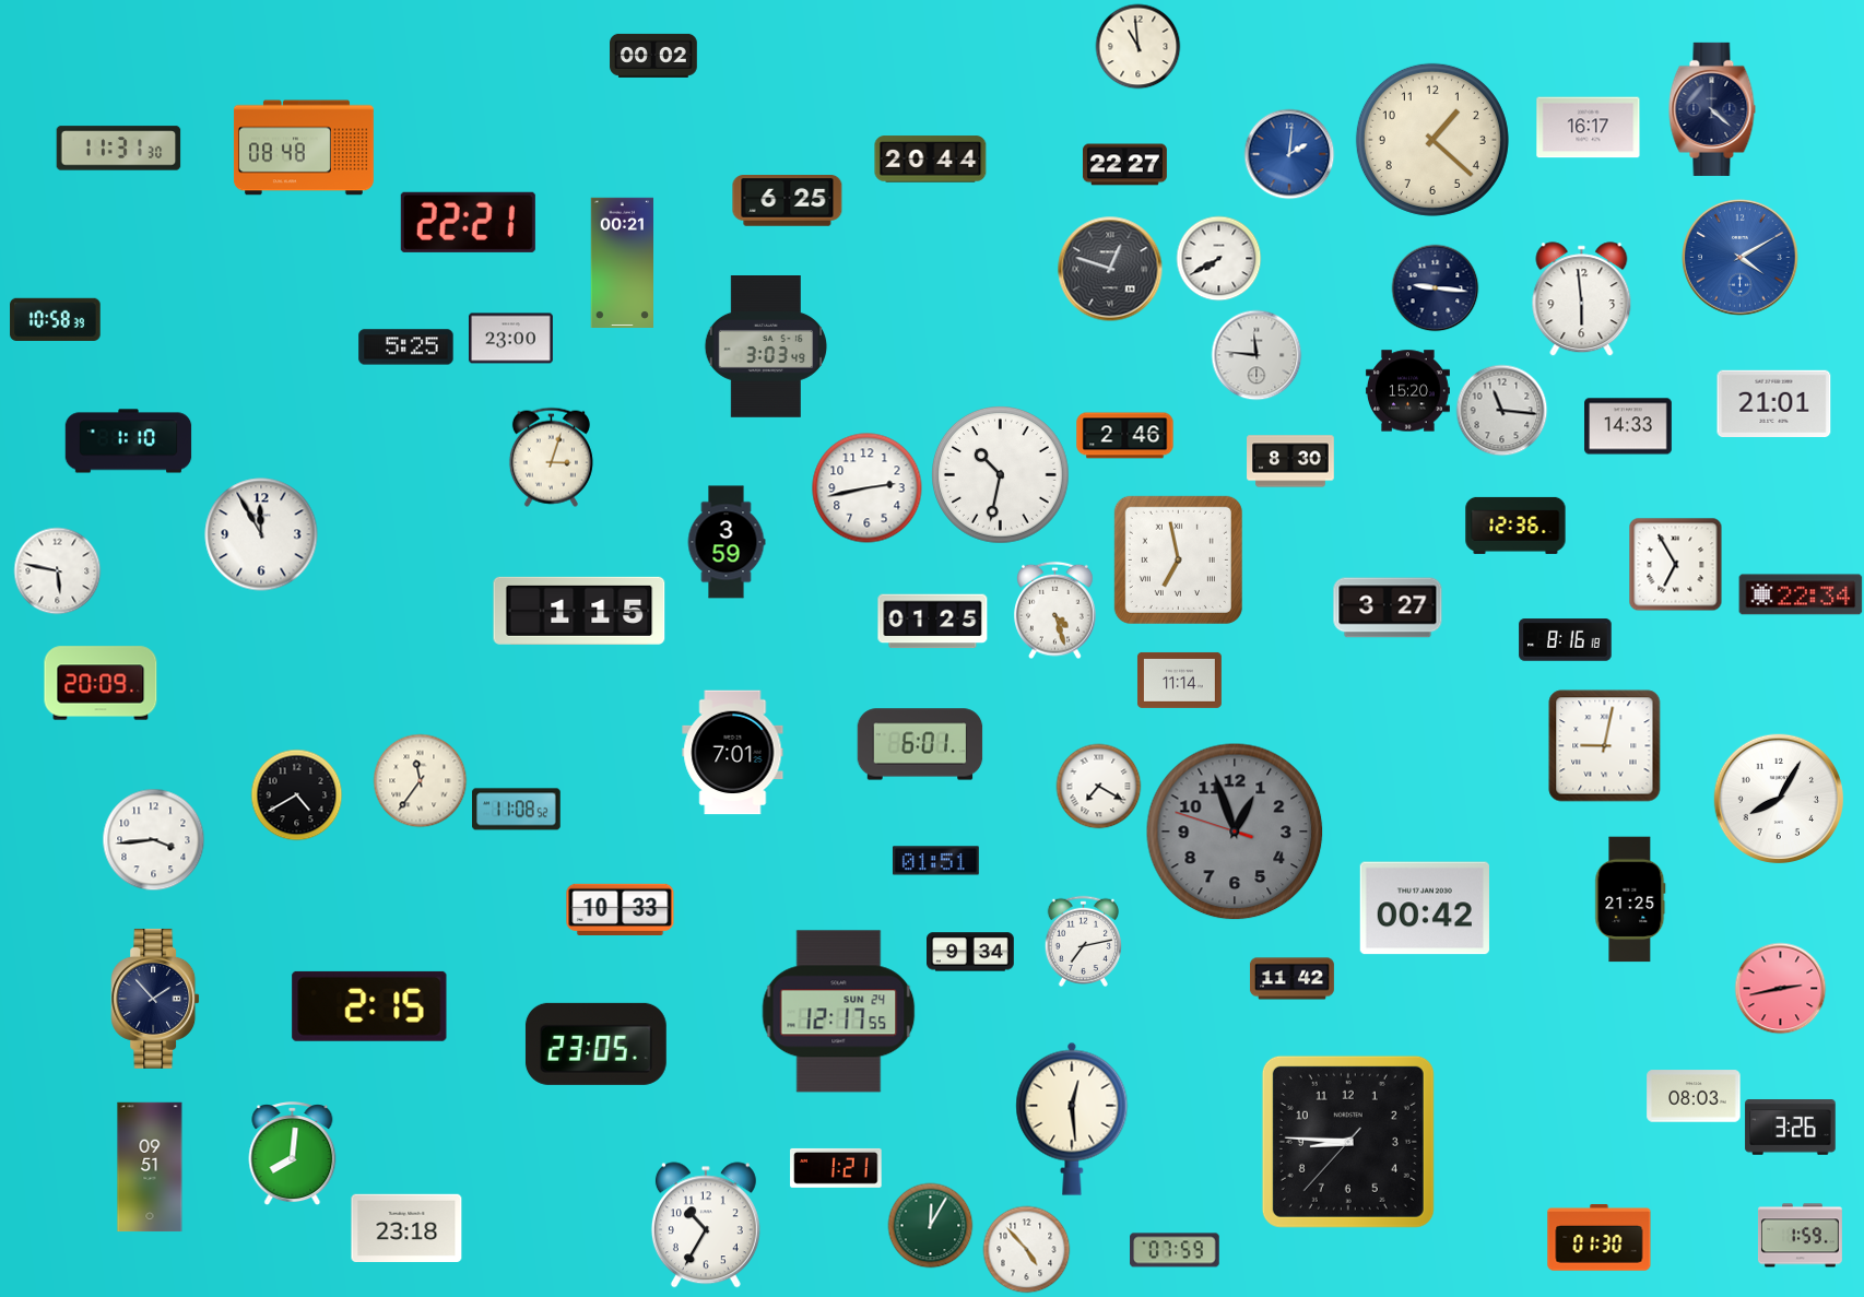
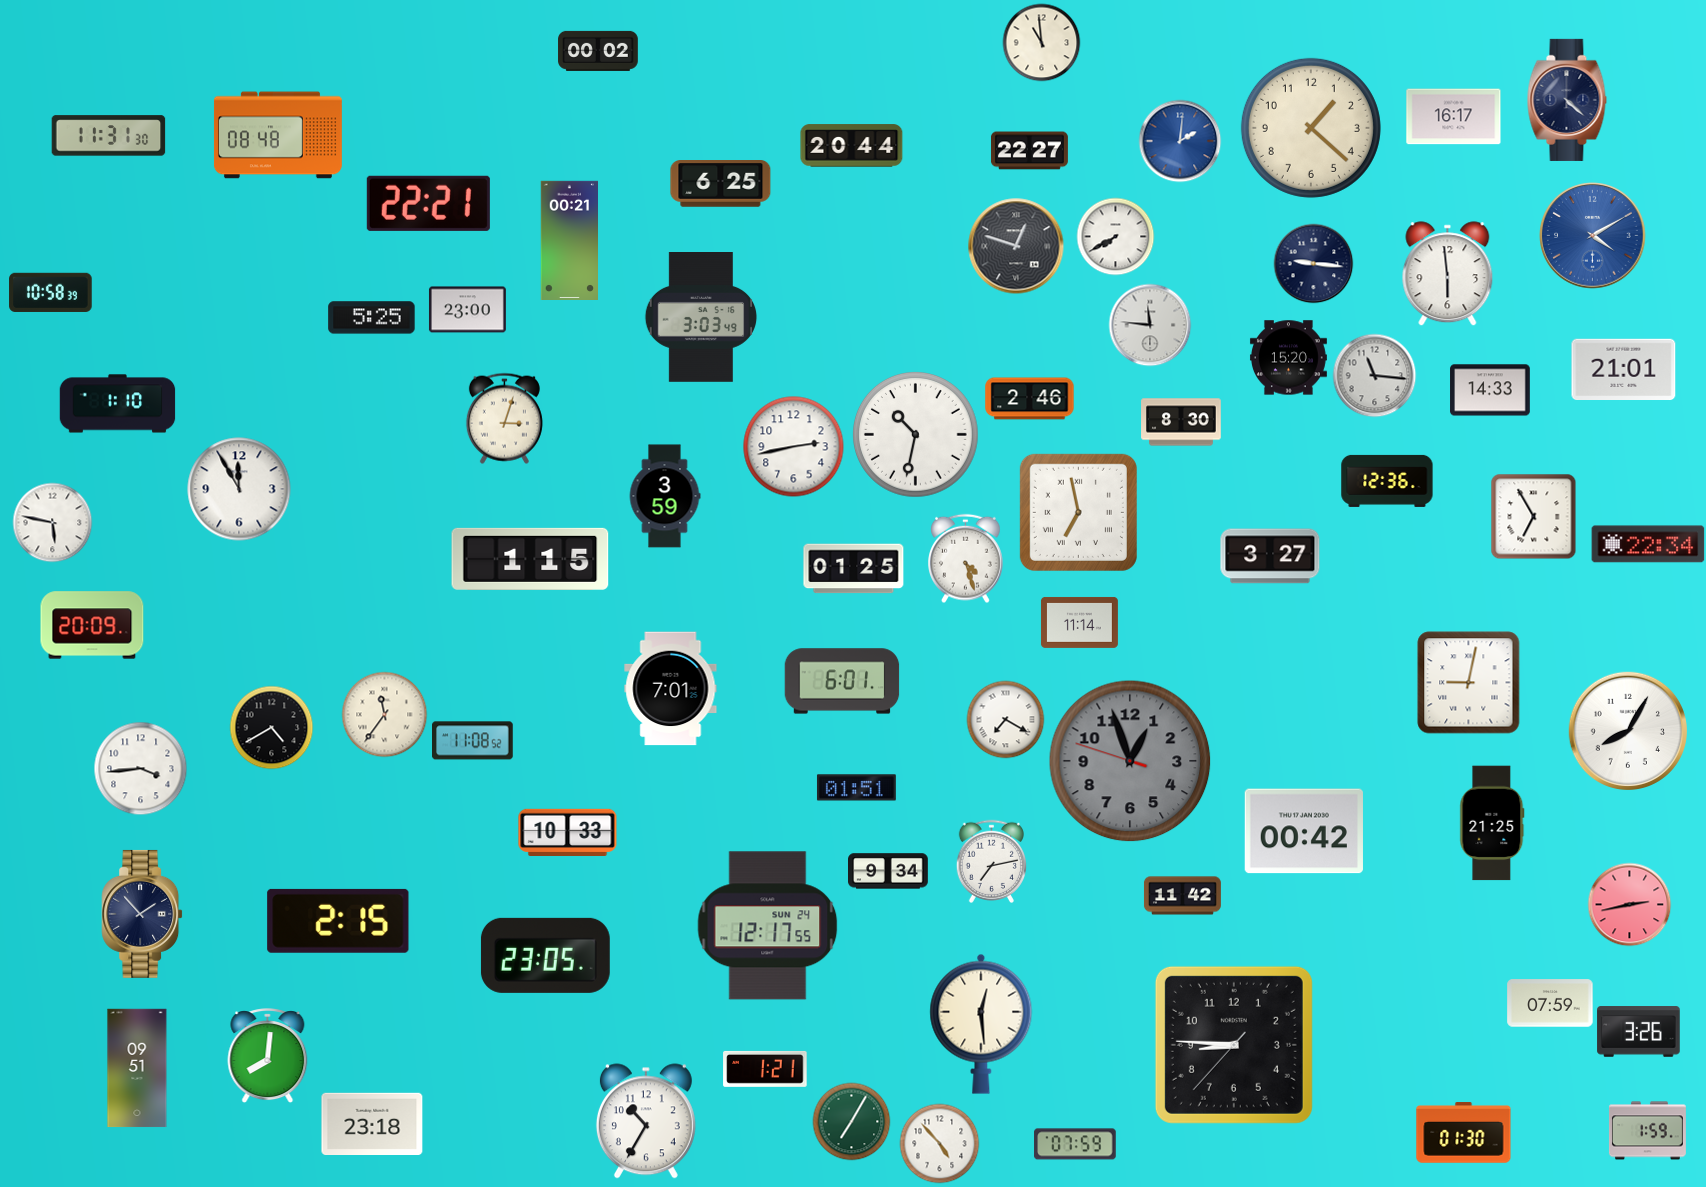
clock at (1566, 640): 8:16 -> none
clock at (1694, 1096): 08:03 -> 07:59
clock at (930, 1225): 12:05 -> 7:05
